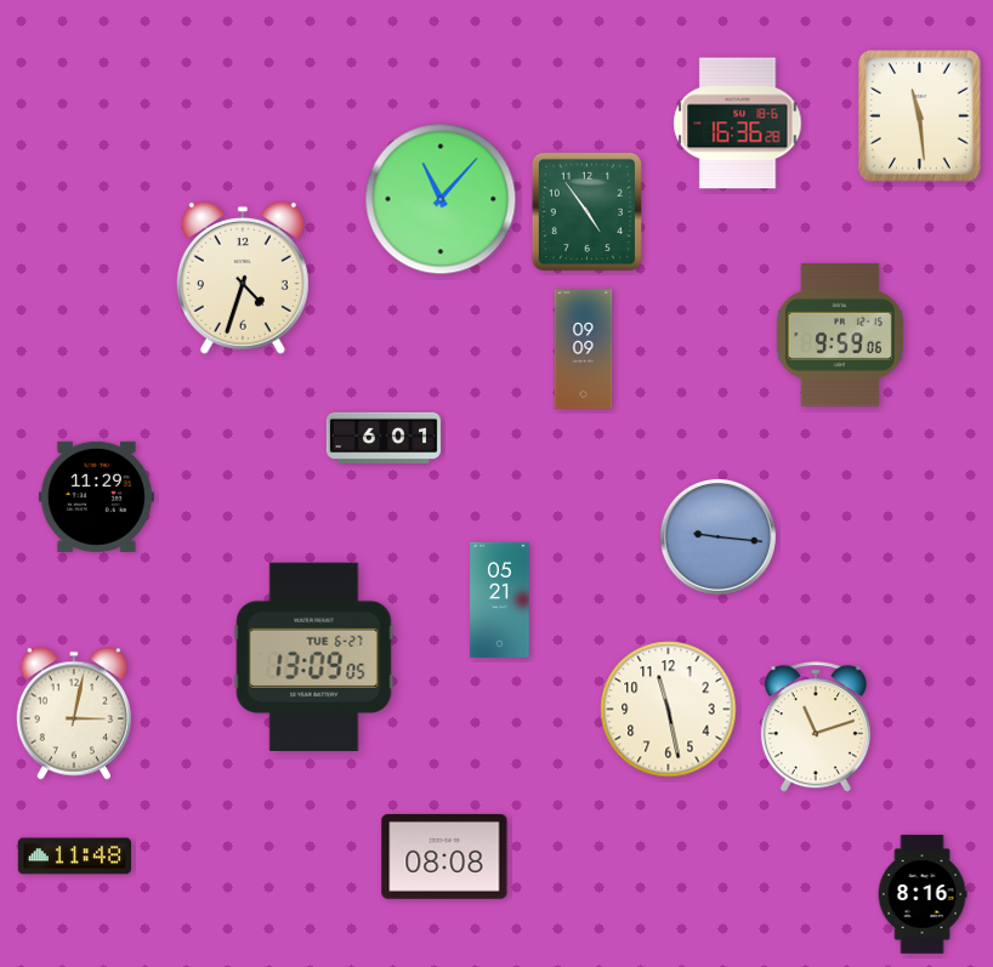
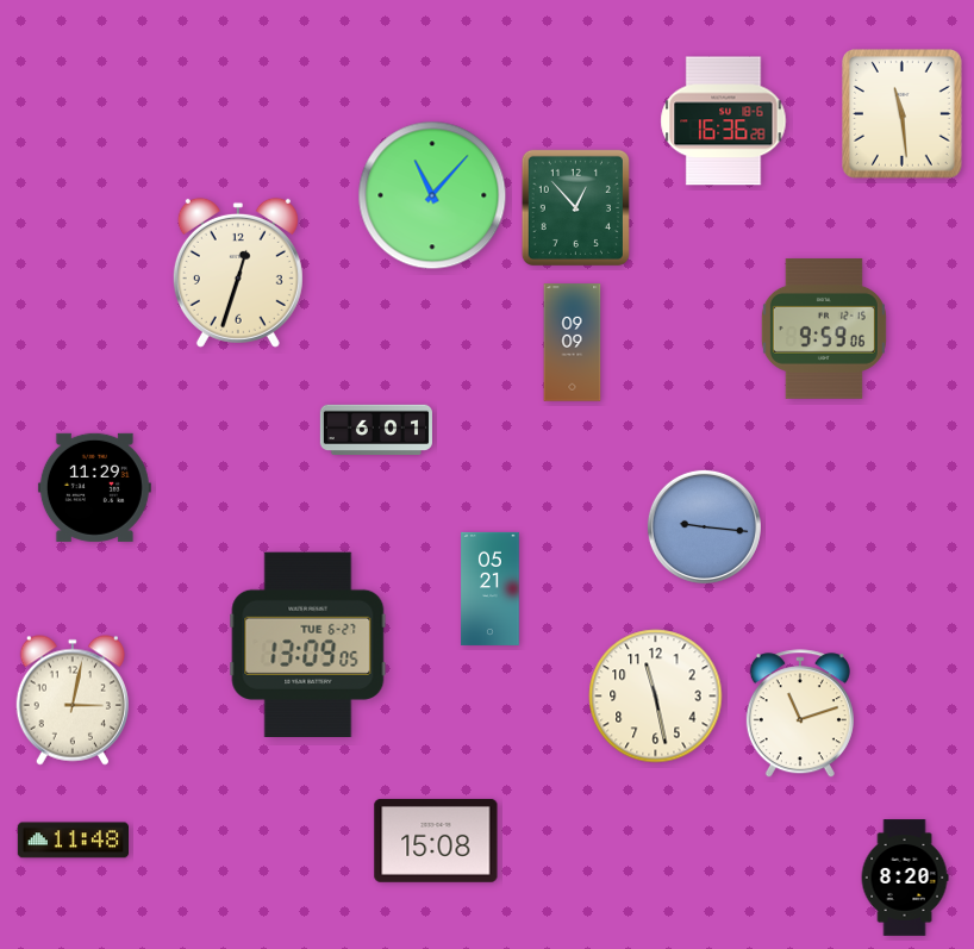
clock at (586, 211): 4:54 -> 12:53
clock at (243, 278): 4:33 -> 12:33
clock at (444, 857): 08:08 -> 15:08
clock at (923, 894): 8:16 -> 8:20
